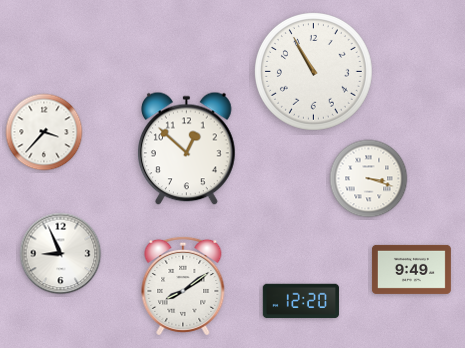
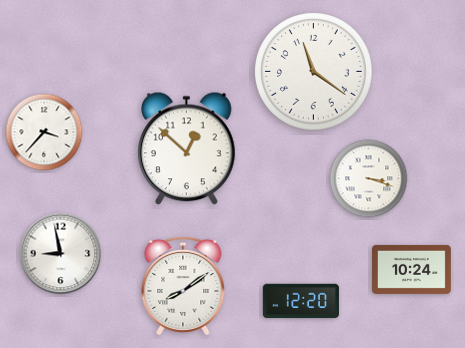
clock at (314, 72): 10:55 -> 11:21
clock at (61, 254): 8:56 -> 8:58
clock at (411, 269): 9:49 -> 10:24
